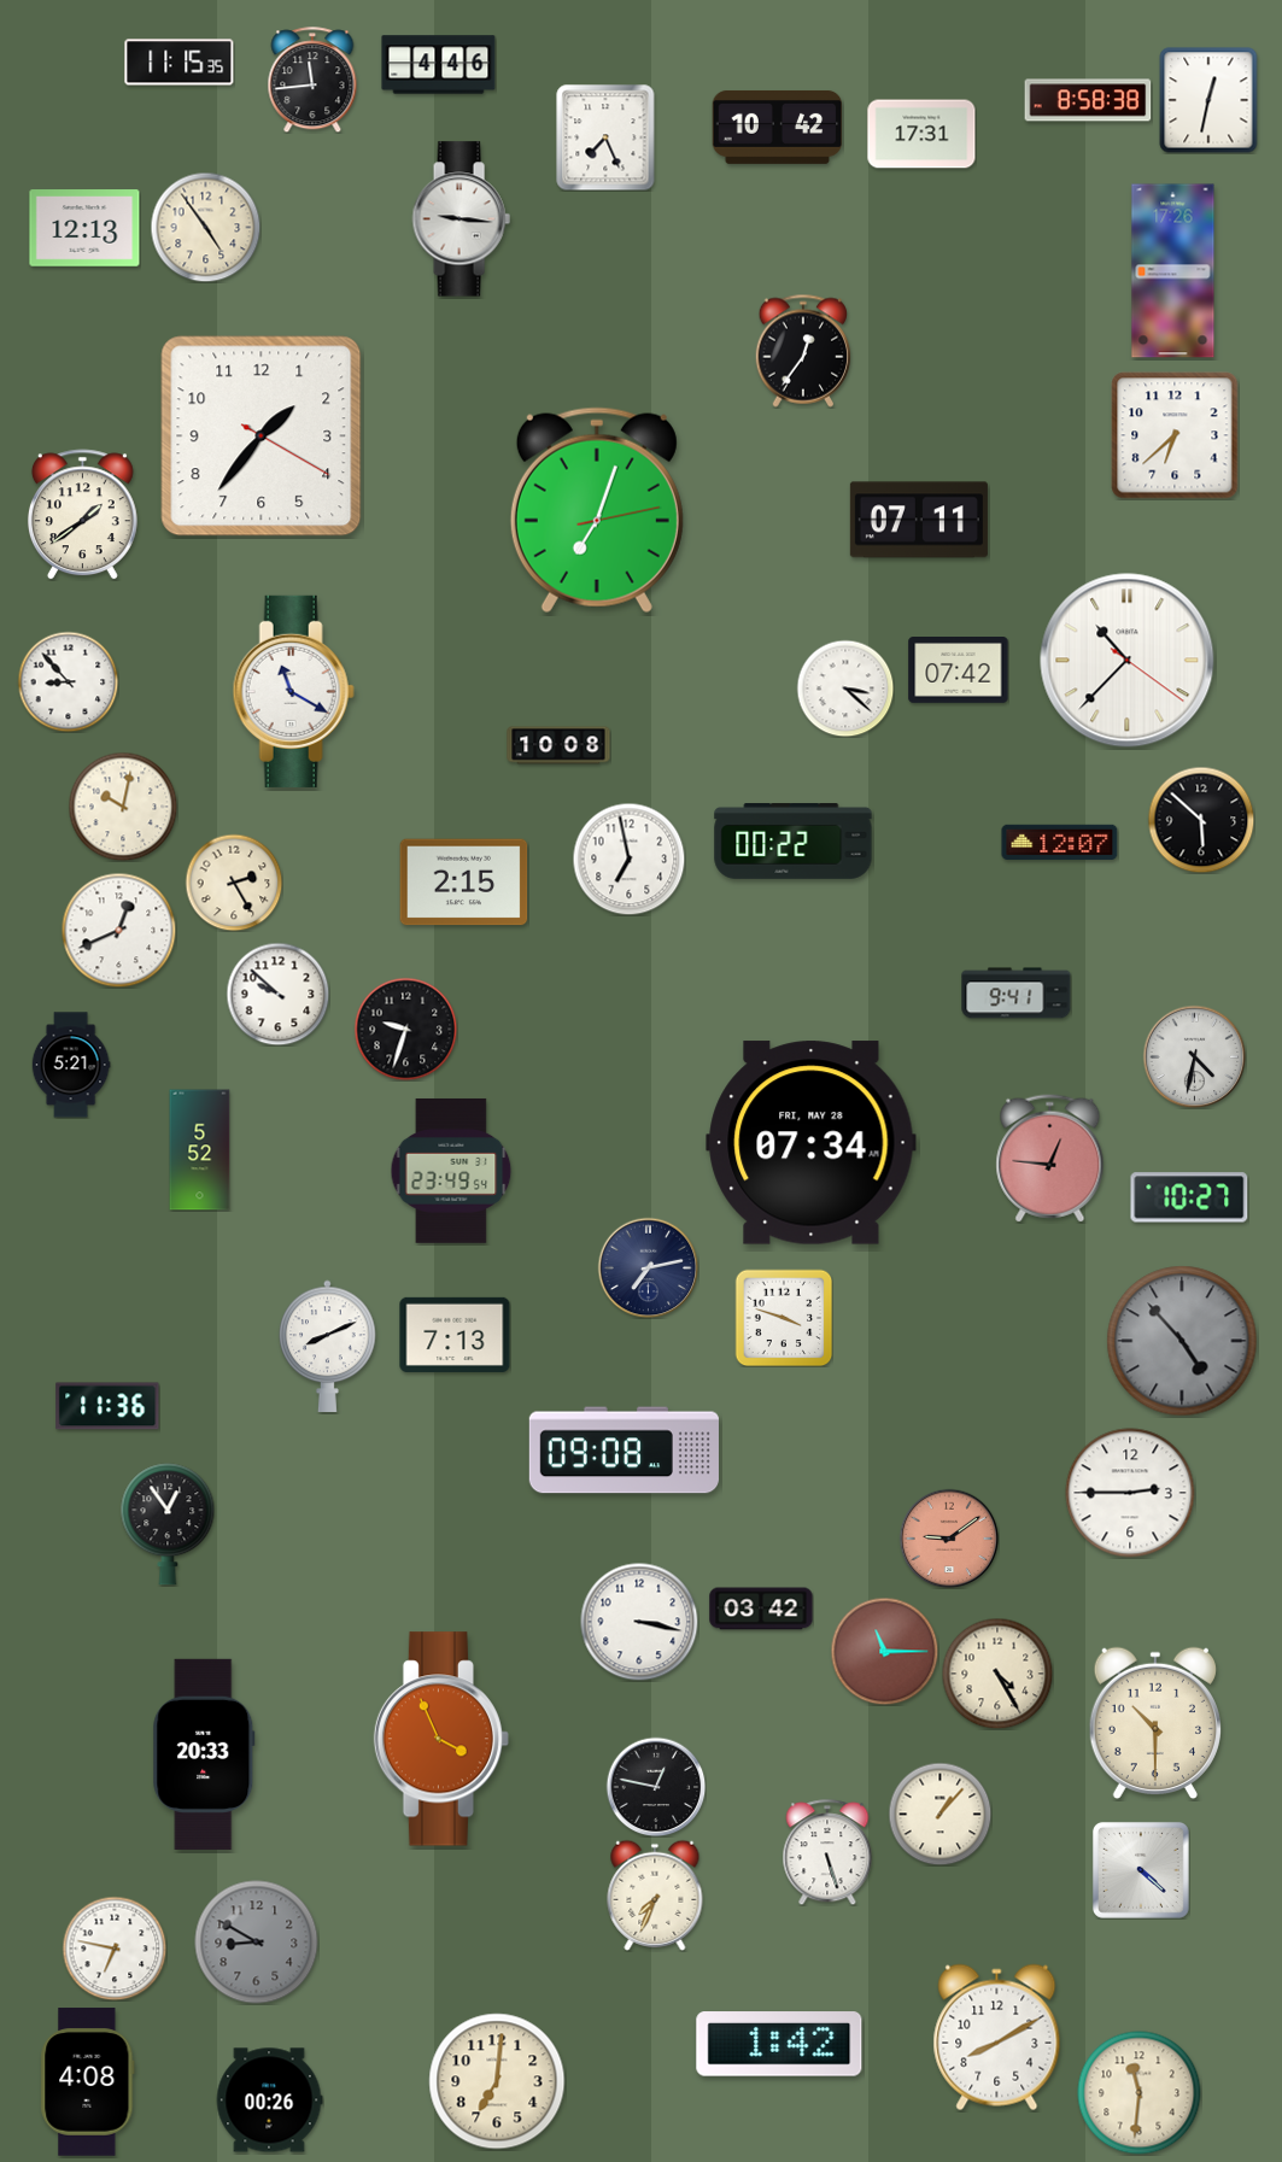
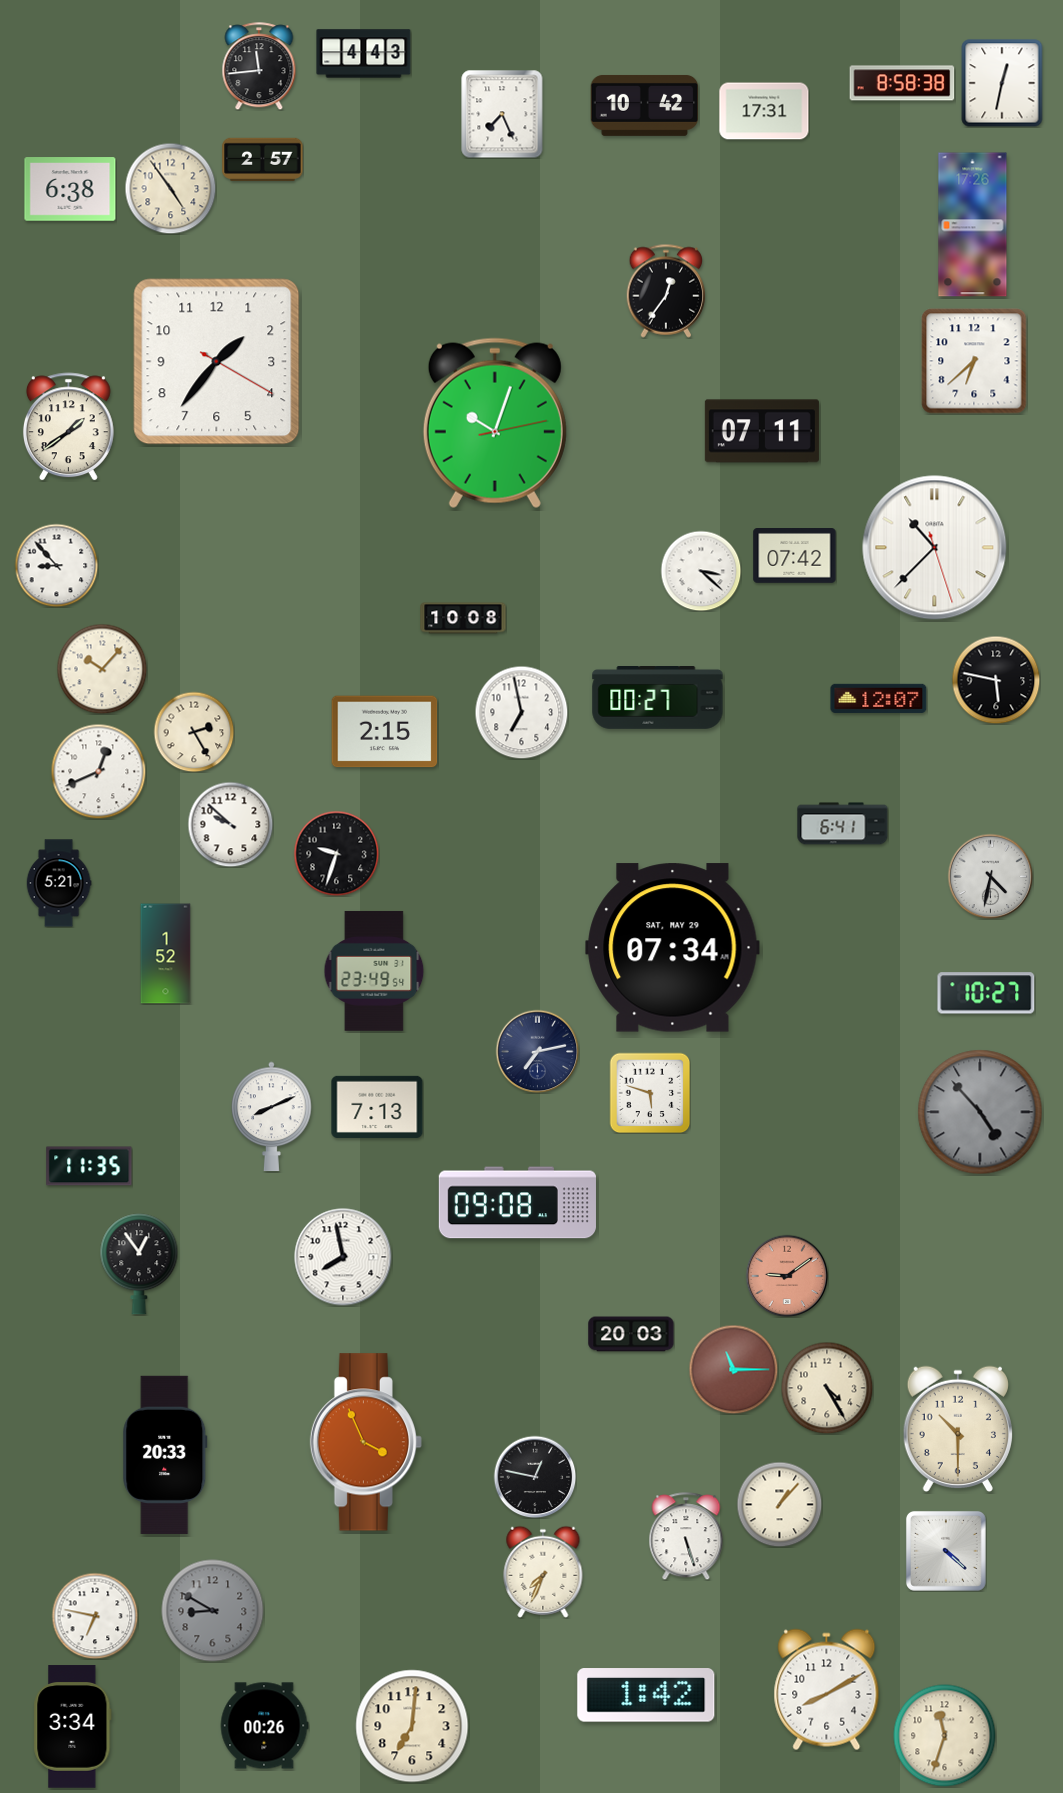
clock at (180, 63): 11:15 -> none
clock at (439, 65): 4:46 -> 4:43
clock at (263, 159): none -> 2:57
clock at (461, 219): 9:16 -> none
clock at (84, 228): 12:13 -> 6:38
clock at (597, 510): 7:03 -> 10:03
clock at (1128, 661): 10:37:21 -> 10:37:27
clock at (293, 691): 11:20 -> none
clock at (123, 807): 10:02 -> 10:07
clock at (1201, 820): 5:52 -> 5:47
clock at (794, 842): 00:22 -> 00:27
clock at (1017, 994): 9:41 -> 6:41
clock at (812, 1143) date: FRI, MAY 28 -> SAT, MAY 29
clock at (200, 1150): 5:52 -> 1:52
clock at (1050, 1159): 12:46 -> none
clock at (784, 1318): 3:48 -> 5:48
clock at (107, 1406): 11:36 -> 11:35
clock at (1130, 1493): 2:45 -> none
clock at (343, 1257): none -> 7:58
clock at (761, 1609): 03:42 -> 20:03
clock at (639, 1622): 3:17 -> none
clock at (204, 1754) position: (204, 1754) -> (165, 1455)
clock at (656, 1787) position: (656, 1787) -> (535, 1477)
clock at (88, 2082): 4:08 -> 3:34
clock at (1140, 2093): 11:31 -> 11:33
clock at (269, 2101) position: (269, 2101) -> (264, 1726)
